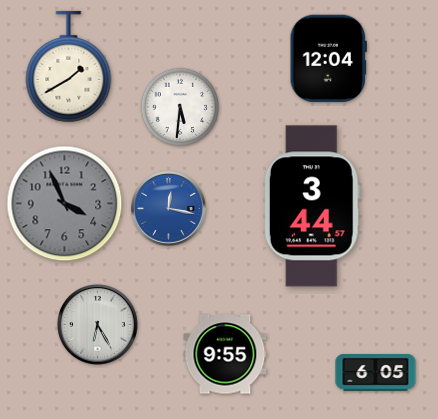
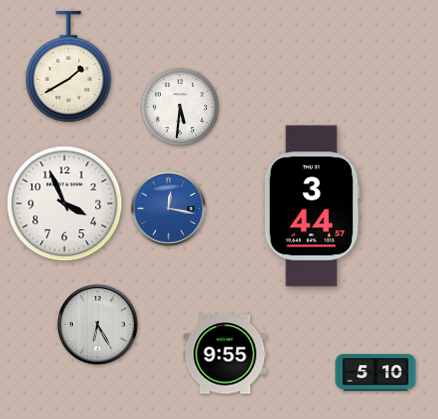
clock at (328, 59): 12:04 -> none
clock at (65, 204) dial: grey -> white
clock at (376, 373): 6:05 -> 5:10
